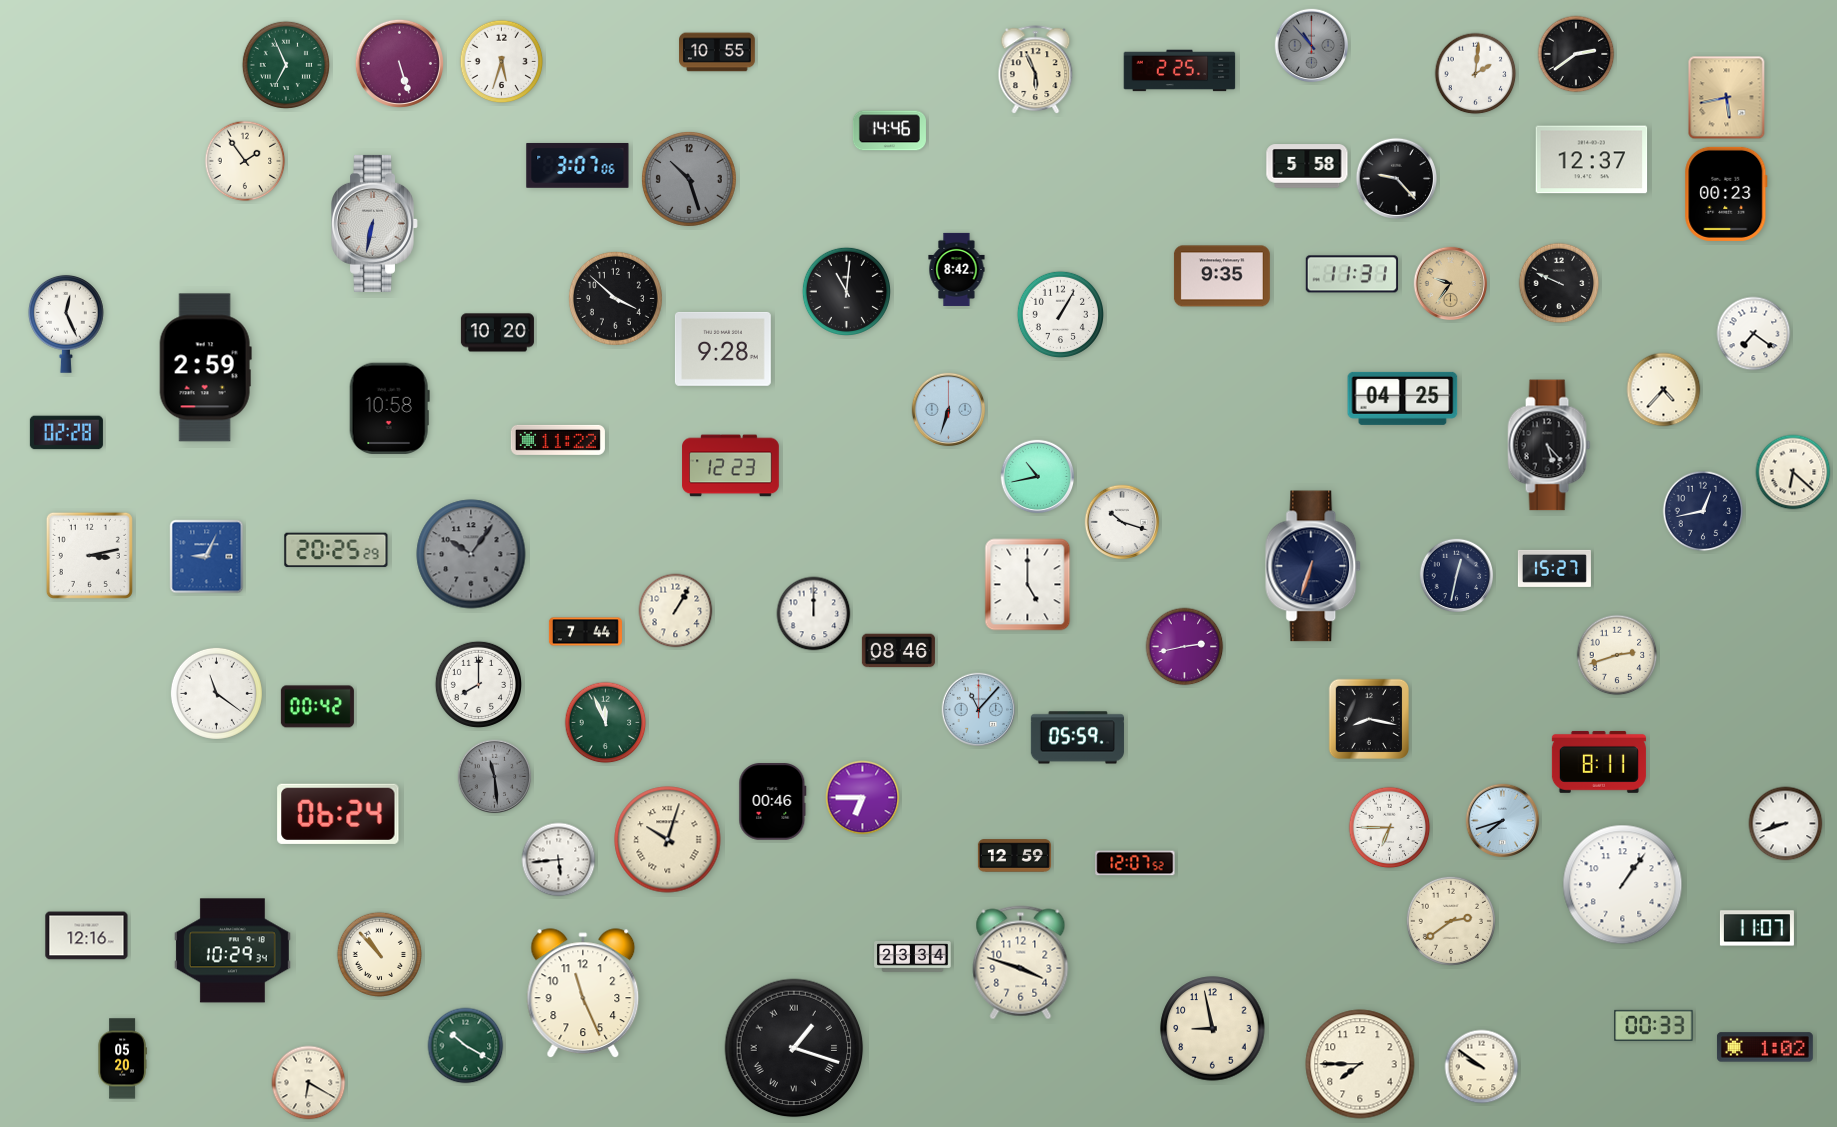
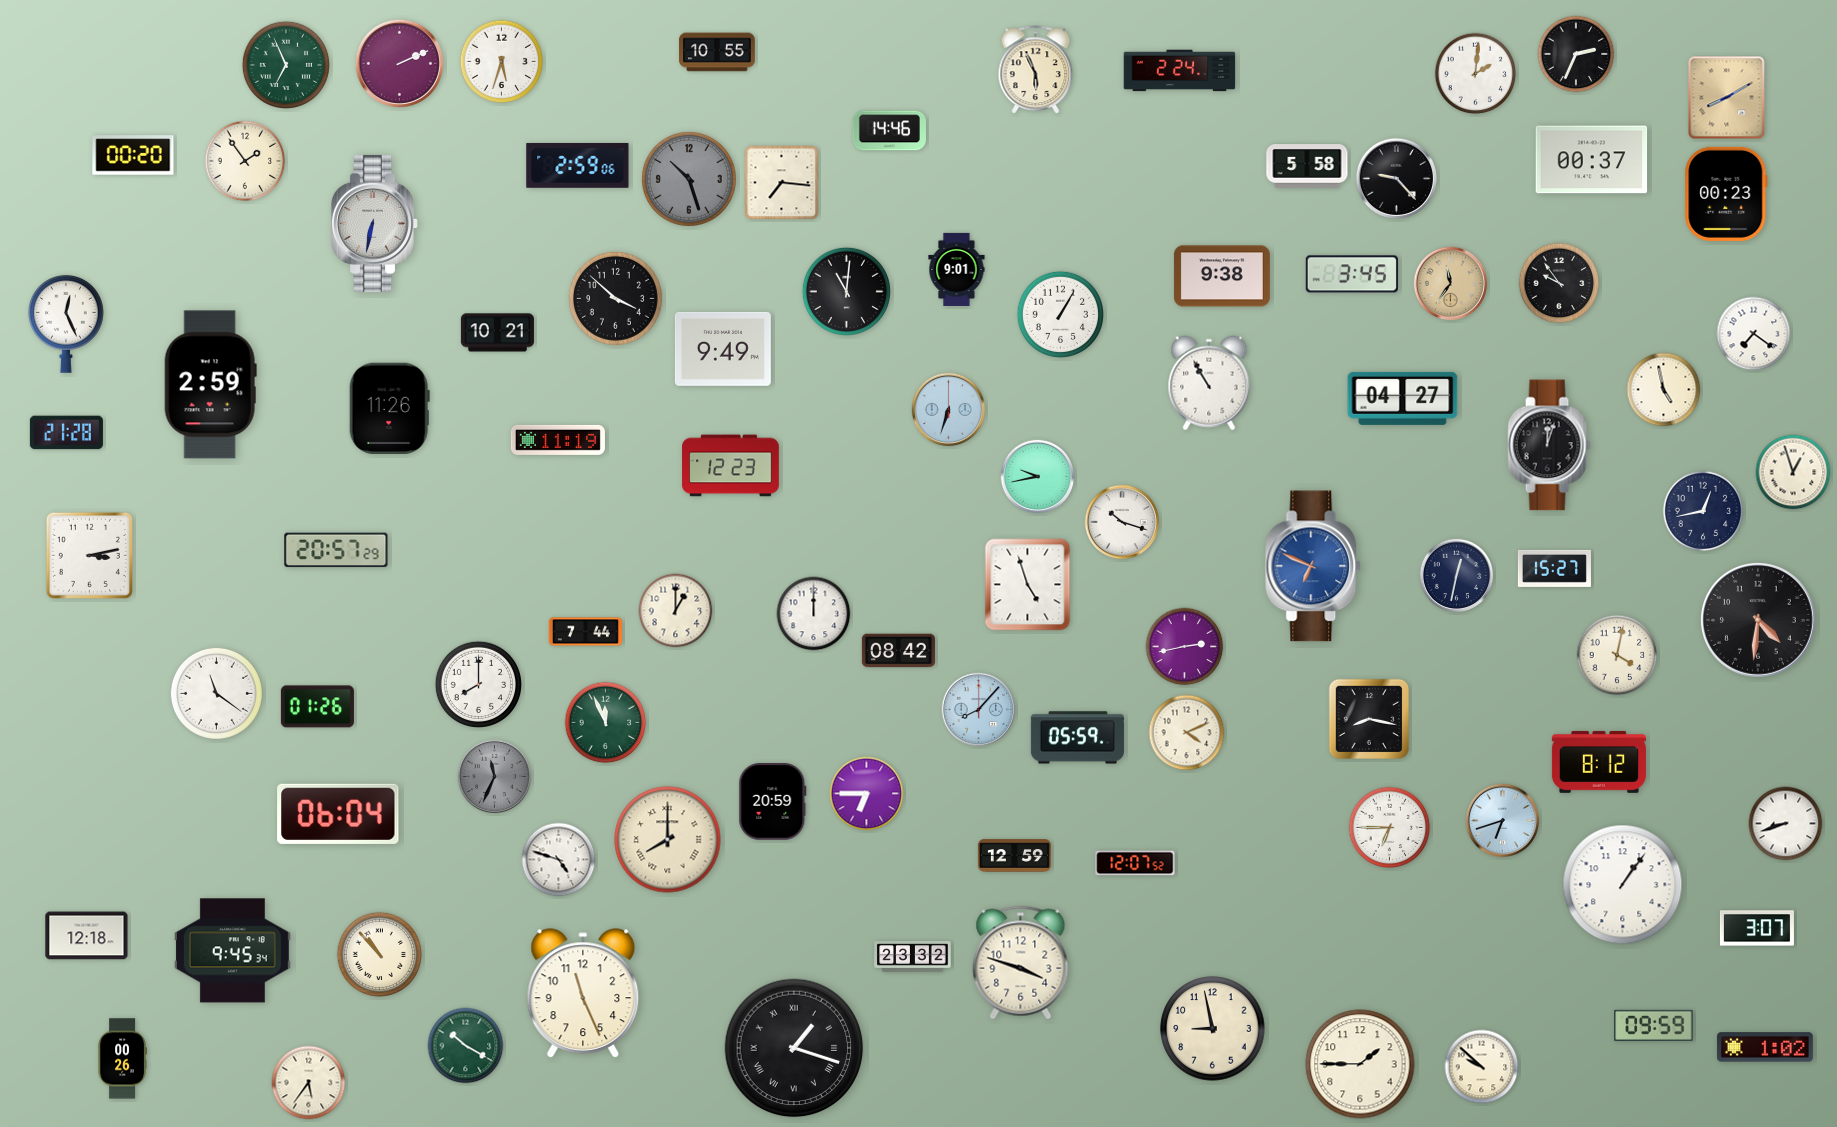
clock at (1312, 46): 10:53 -> none
clock at (1576, 54): 2:39 -> 2:34
clock at (399, 63): 5:27 -> 2:11
clock at (1180, 71): 2:25 -> 2:24
clock at (1727, 98): 5:43 -> 8:10
clock at (133, 155): none -> 00:20
clock at (1592, 160): 12:37 -> 00:37
clock at (578, 165): 3:07 -> 2:59
clock at (782, 183): none -> 7:16
clock at (957, 269): 8:42 -> 9:01
clock at (1351, 274): 11:31 -> 3:45
clock at (1222, 276): 9:35 -> 9:38
clock at (1559, 283): 9:49 -> 9:54
clock at (1451, 284): 9:36 -> 11:36
clock at (497, 333): 10:20 -> 10:21
clock at (723, 349): 9:28 -> 9:49
clock at (205, 368) position: (205, 368) -> (210, 385)
clock at (1209, 383): none -> 10:55
clock at (1664, 390): 4:37 -> 4:58
clock at (1403, 398): 04:25 -> 04:27
clock at (389, 408): 10:58 -> 11:26
clock at (66, 433): 02:28 -> 21:28
clock at (558, 440): 11:22 -> 11:19
clock at (1549, 445): 5:23 -> 12:03
clock at (1793, 472): 6:22 -> 12:57
clock at (1038, 477): 10:43 -> 9:43
clock at (336, 550): 20:25 -> 20:57
clock at (471, 554): 10:06 -> none
clock at (207, 557): 9:04 -> none
clock at (1314, 566): 6:33 -> 6:49
clock at (1314, 566) dial: navy -> blue
clock at (1028, 585): 5:00 -> 4:57
clock at (676, 611): 1:05 -> 1:00
clock at (1758, 620): none -> 4:31
clock at (898, 651): 08:46 -> 08:42
clock at (1617, 655): 2:42 -> 4:02
clock at (317, 707): 00:42 -> 01:26
clock at (979, 710): 11:07 -> 8:07
clock at (1187, 733): none -> 4:11
clock at (1599, 762): 8:11 -> 8:12
clock at (495, 777): 11:29 -> 11:34
clock at (863, 798) position: (863, 798) -> (867, 794)
clock at (773, 802): 00:46 -> 20:59
clock at (338, 814): 06:24 -> 06:04
clock at (1503, 821): 7:42 -> 6:42
clock at (668, 840): 10:03 -> 8:00
clock at (559, 860): 5:44 -> 4:48
clock at (1451, 921): 2:39 -> none
clock at (1757, 928): 11:07 -> 3:07
clock at (87, 936): 12:16 -> 12:18
clock at (232, 951): 10:29 -> 9:45
clock at (913, 957): 23:34 -> 23:32
clock at (1654, 1025): 00:33 -> 09:59
clock at (122, 1059): 05:20 -> 00:26
clock at (1360, 1064): 7:45 -> 1:45
clock at (1482, 1067): 9:51 -> 9:52
clock at (309, 1083): 6:20 -> 5:36
